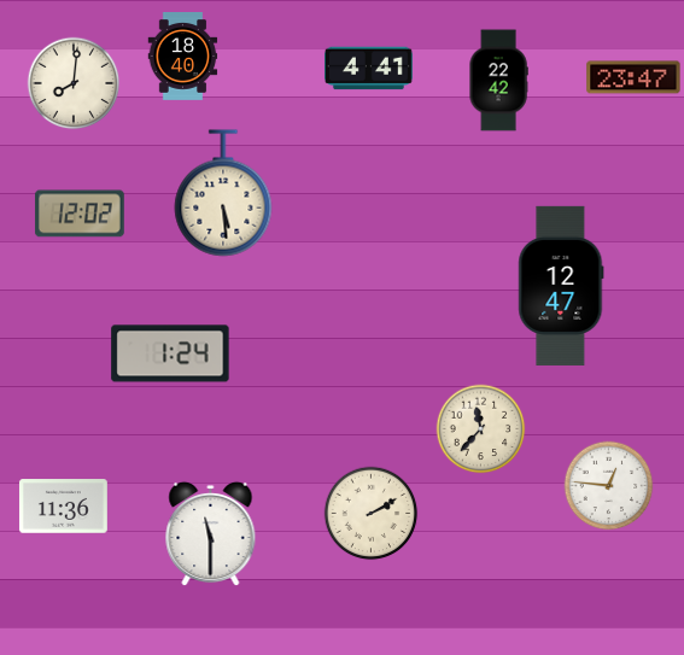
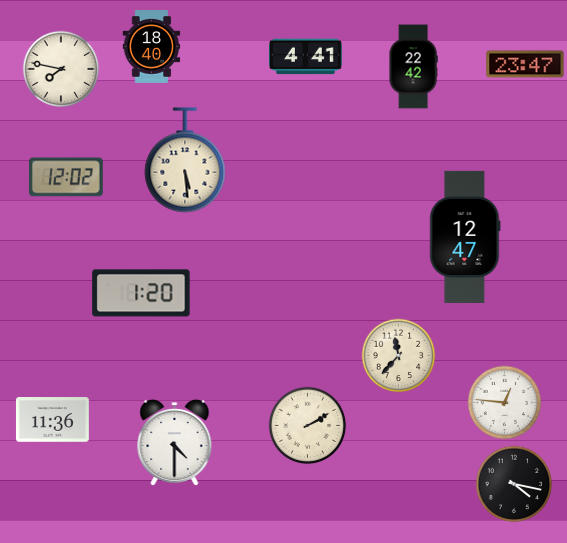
clock at (74, 83): 8:01 -> 7:47
clock at (170, 353): 1:24 -> 1:20
clock at (211, 534): 11:30 -> 4:30
clock at (514, 484): none -> 4:17
